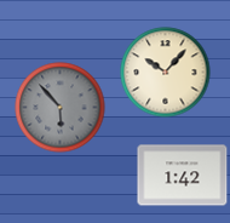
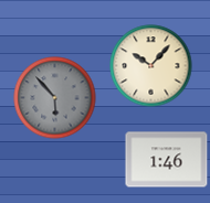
clock at (183, 176): 1:42 -> 1:46
